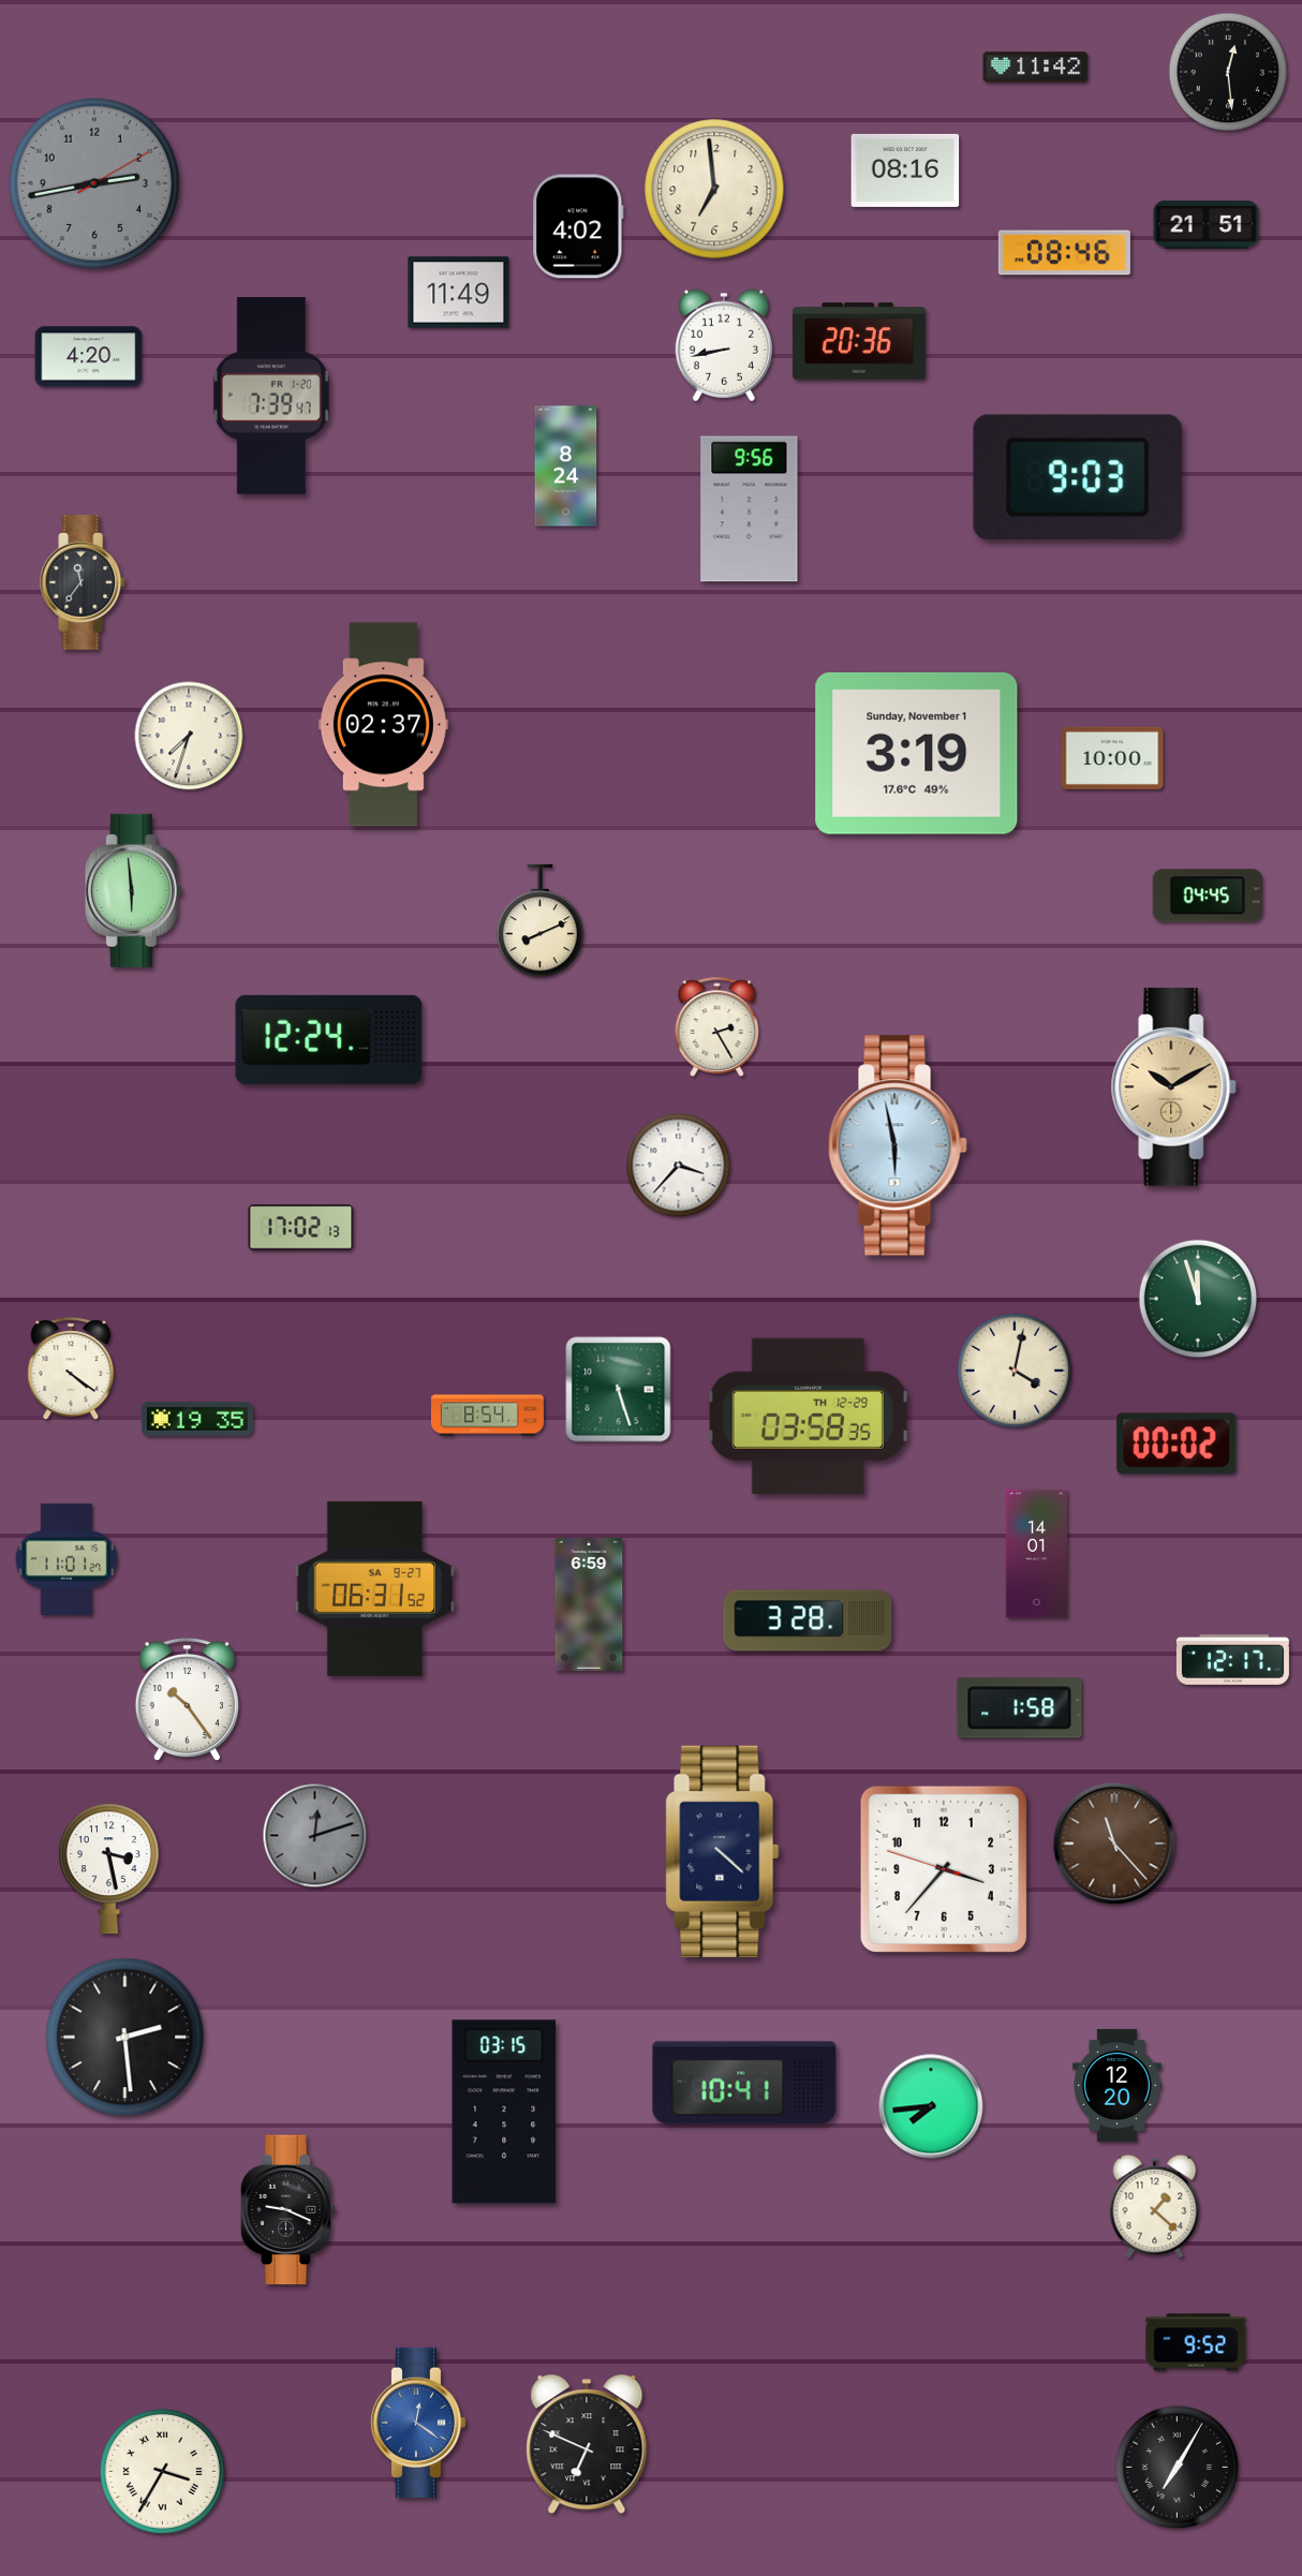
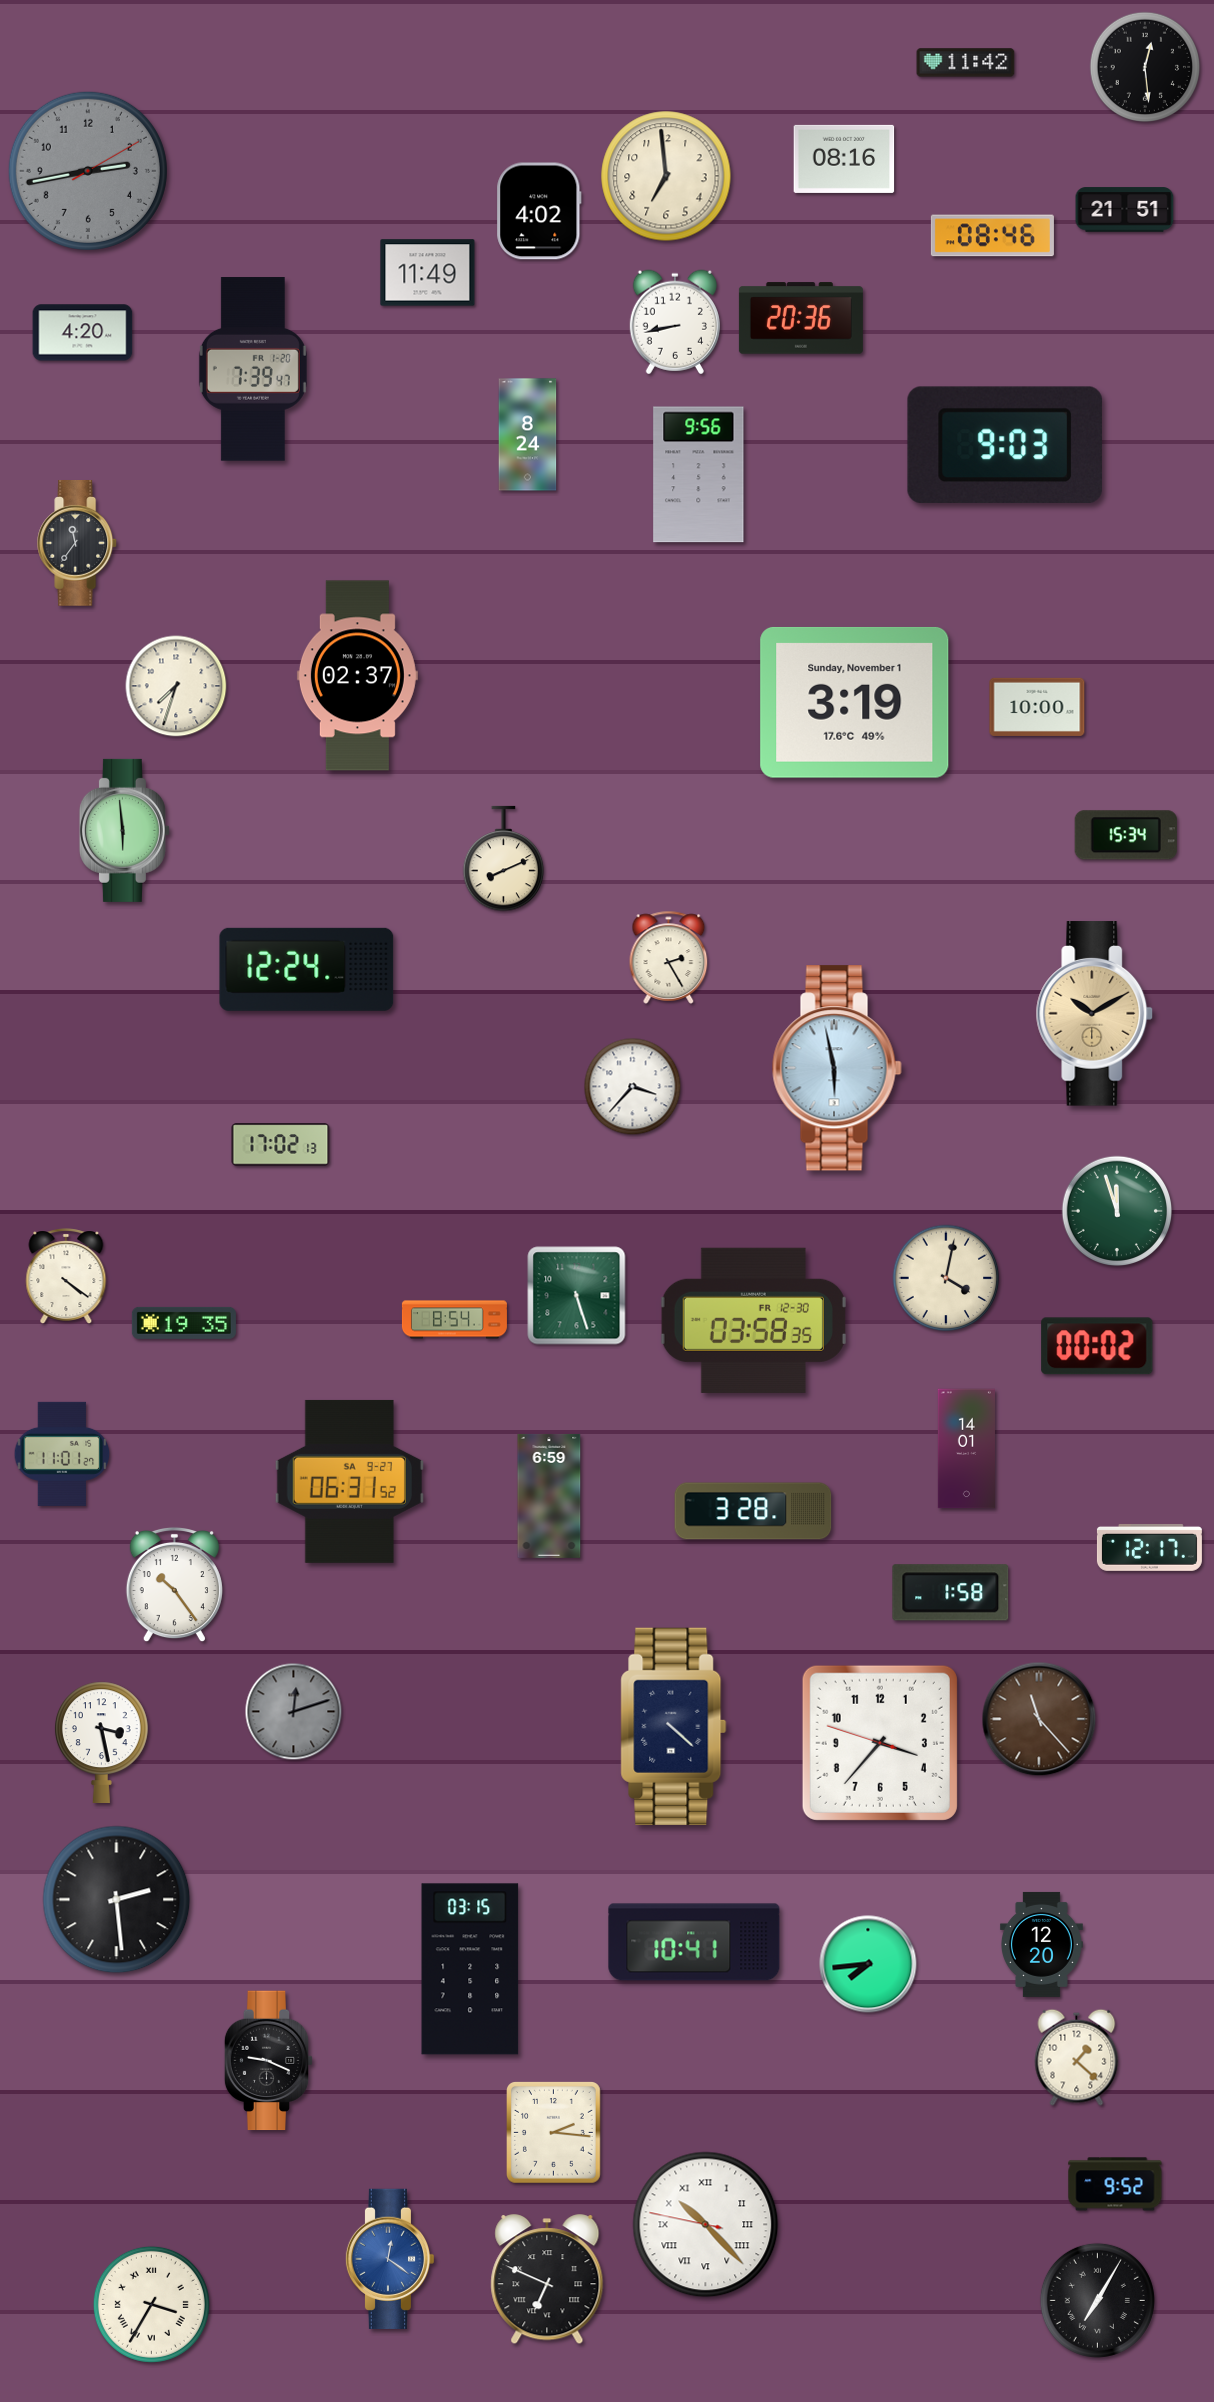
clock at (1208, 895): 04:45 -> 15:34
clock at (808, 1416) date: TH 12-29 -> FR 12-30
clock at (554, 2133): none -> 2:16
clock at (706, 2225): none -> 10:22
